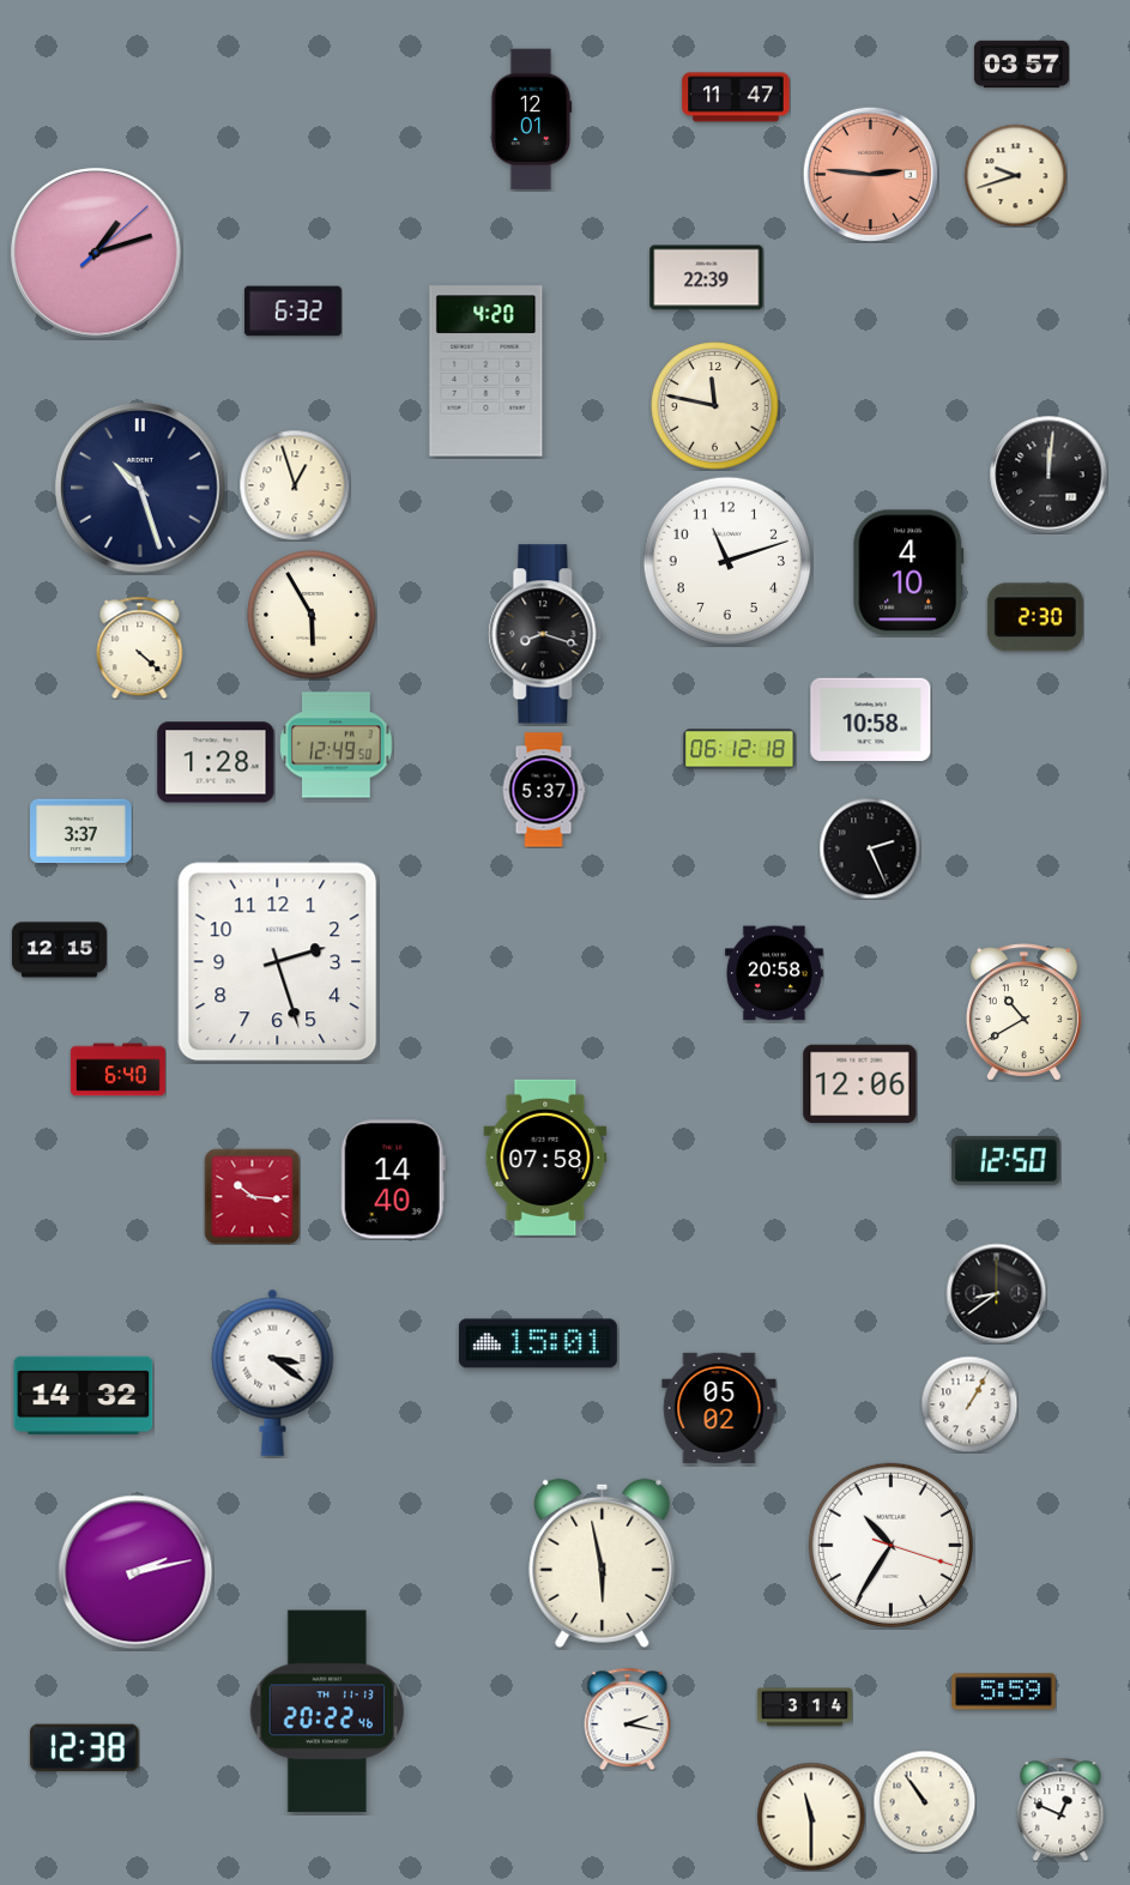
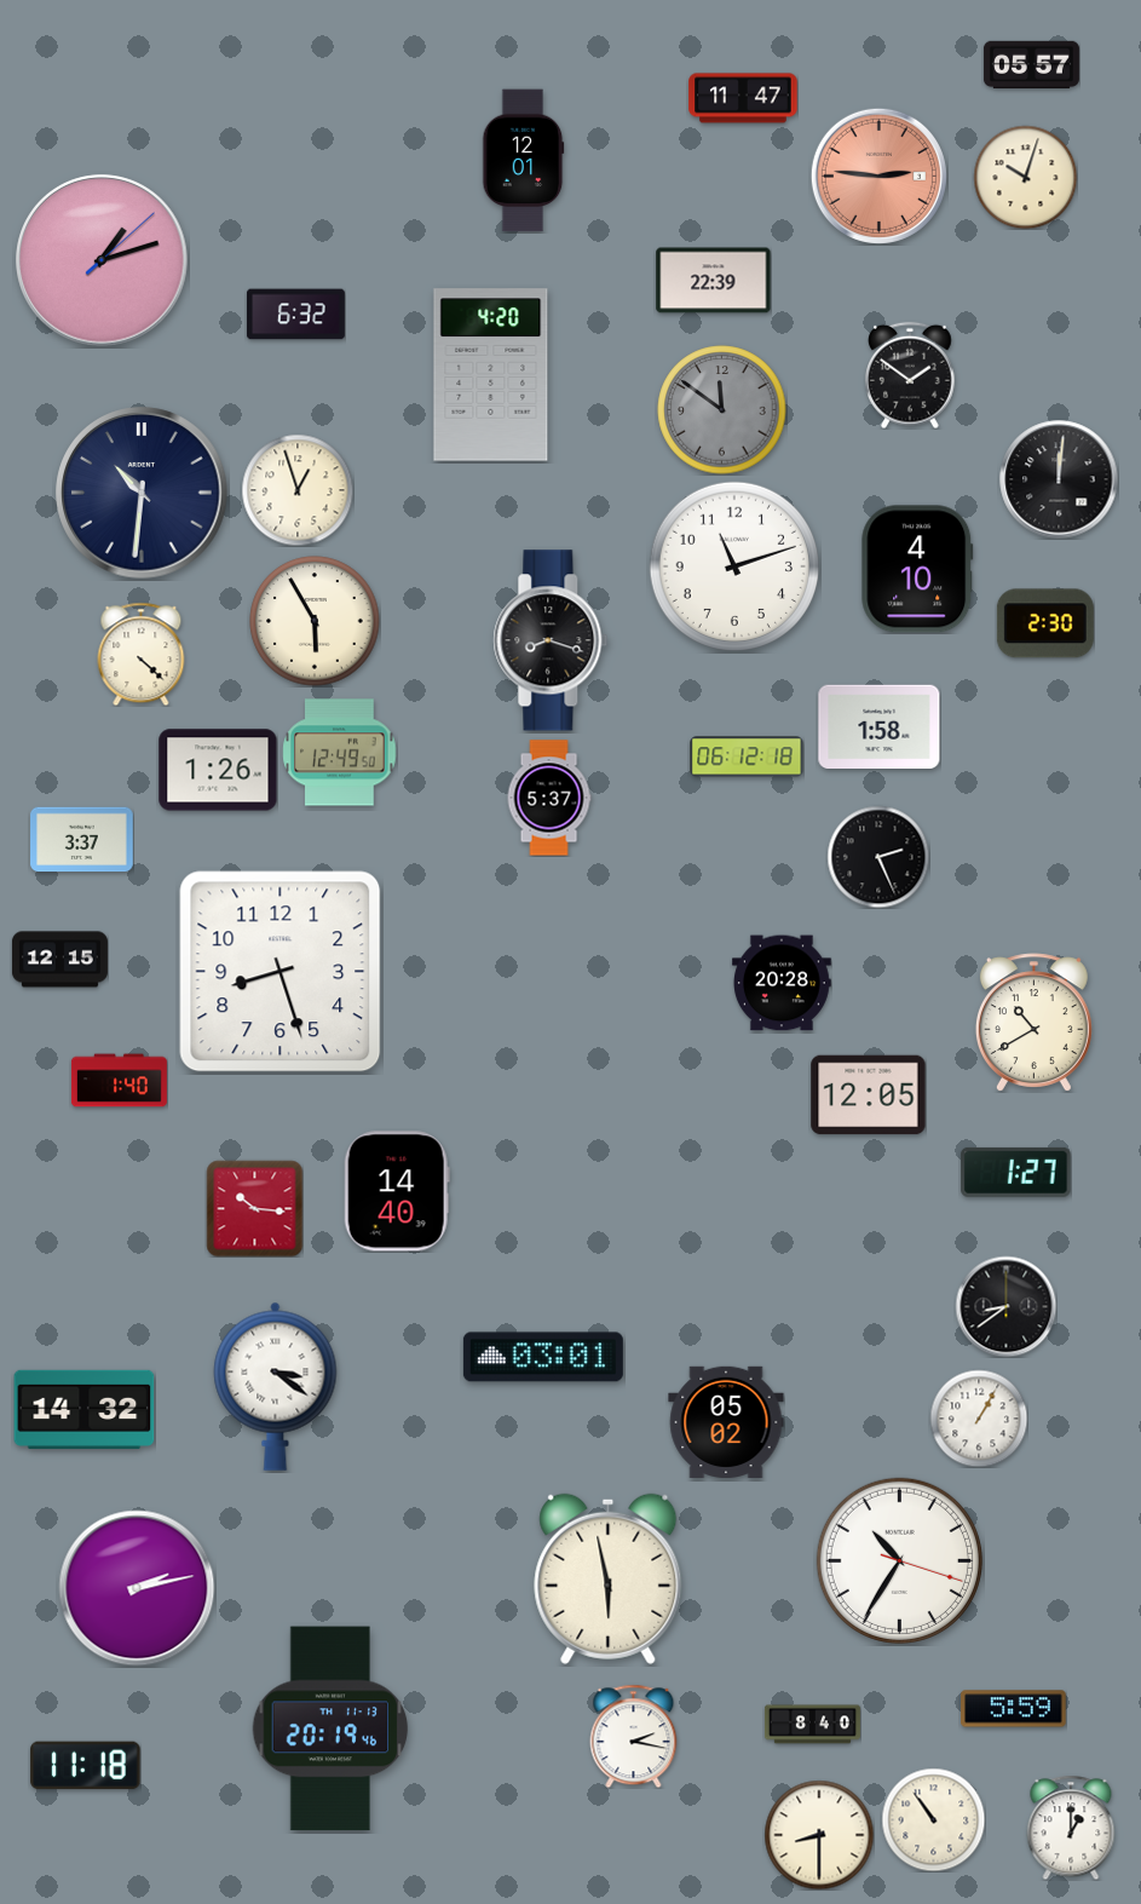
clock at (1021, 65): 03:57 -> 05:57
clock at (532, 120) position: (532, 120) -> (524, 161)
clock at (1015, 175): 9:42 -> 10:03
clock at (96, 253) position: (96, 253) -> (102, 260)
clock at (910, 375): none -> 1:51
clock at (715, 406): 11:47 -> 11:51
clock at (715, 406) dial: cream -> grey
clock at (140, 488): 10:27 -> 10:31
clock at (908, 573) position: (908, 573) -> (917, 569)
clock at (871, 719): 10:58 -> 1:58
clock at (216, 762): 1:28 -> 1:26
clock at (278, 962): 2:27 -> 8:27
clock at (774, 973): 20:58 -> 20:28
clock at (117, 1070): 6:40 -> 1:40
clock at (860, 1085): 12:06 -> 12:05
clock at (545, 1158): 07:58 -> none
clock at (1007, 1160): 12:50 -> 1:27
clock at (538, 1343): 15:01 -> 03:01
clock at (804, 1708): 3:14 -> 8:40
clock at (327, 1711): 20:22 -> 20:19
clock at (85, 1748): 12:38 -> 11:18
clock at (1060, 1810): 12:49 -> 1:00
clock at (811, 1817): 11:30 -> 8:30
